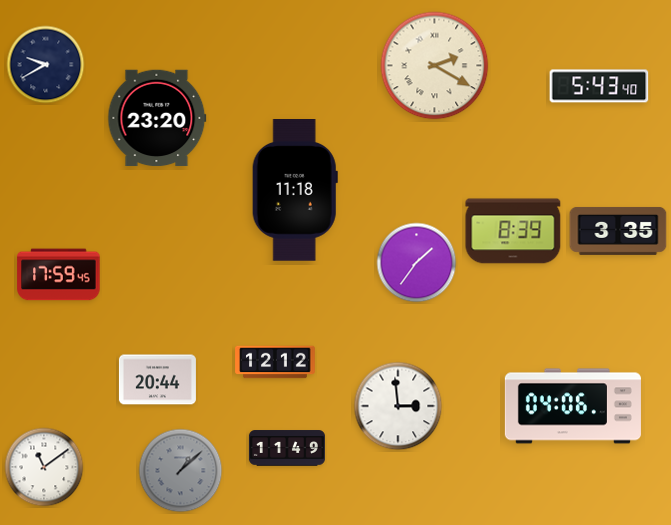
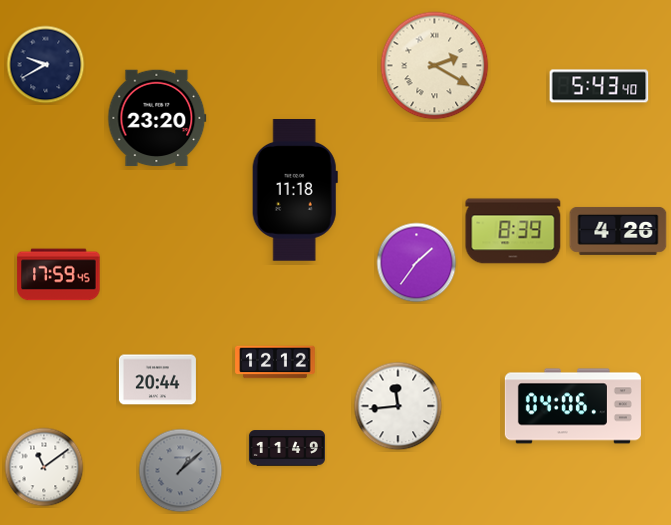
clock at (618, 231): 3:35 -> 4:26
clock at (398, 406): 2:59 -> 11:44
